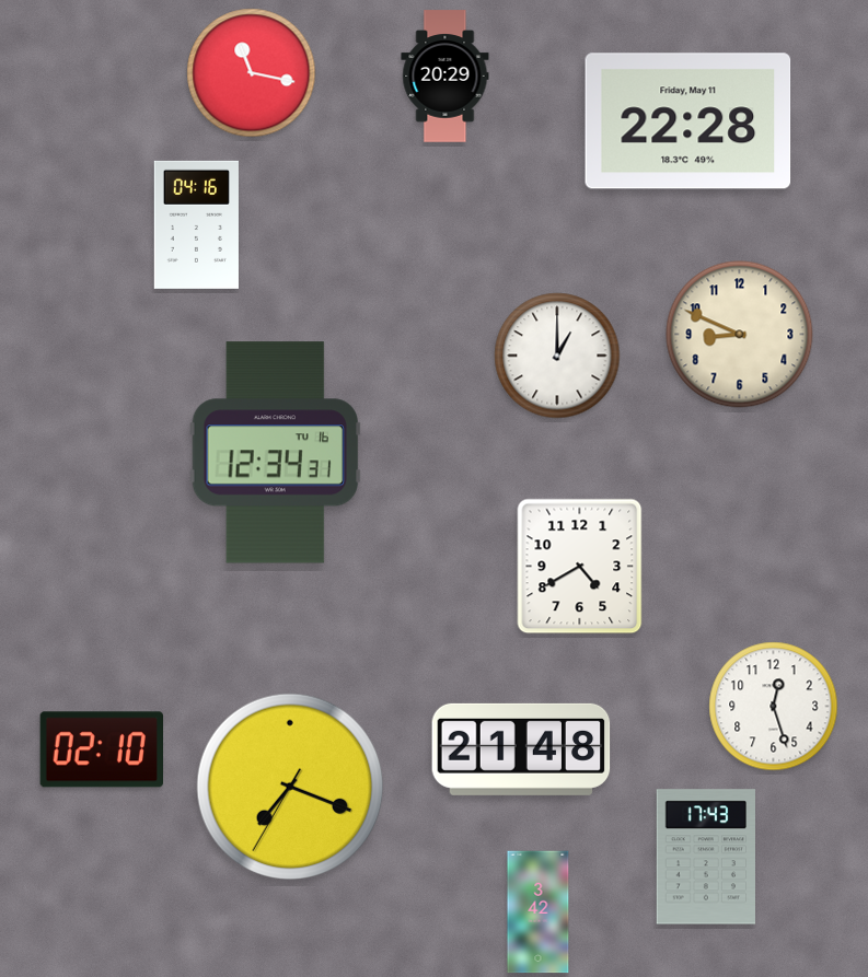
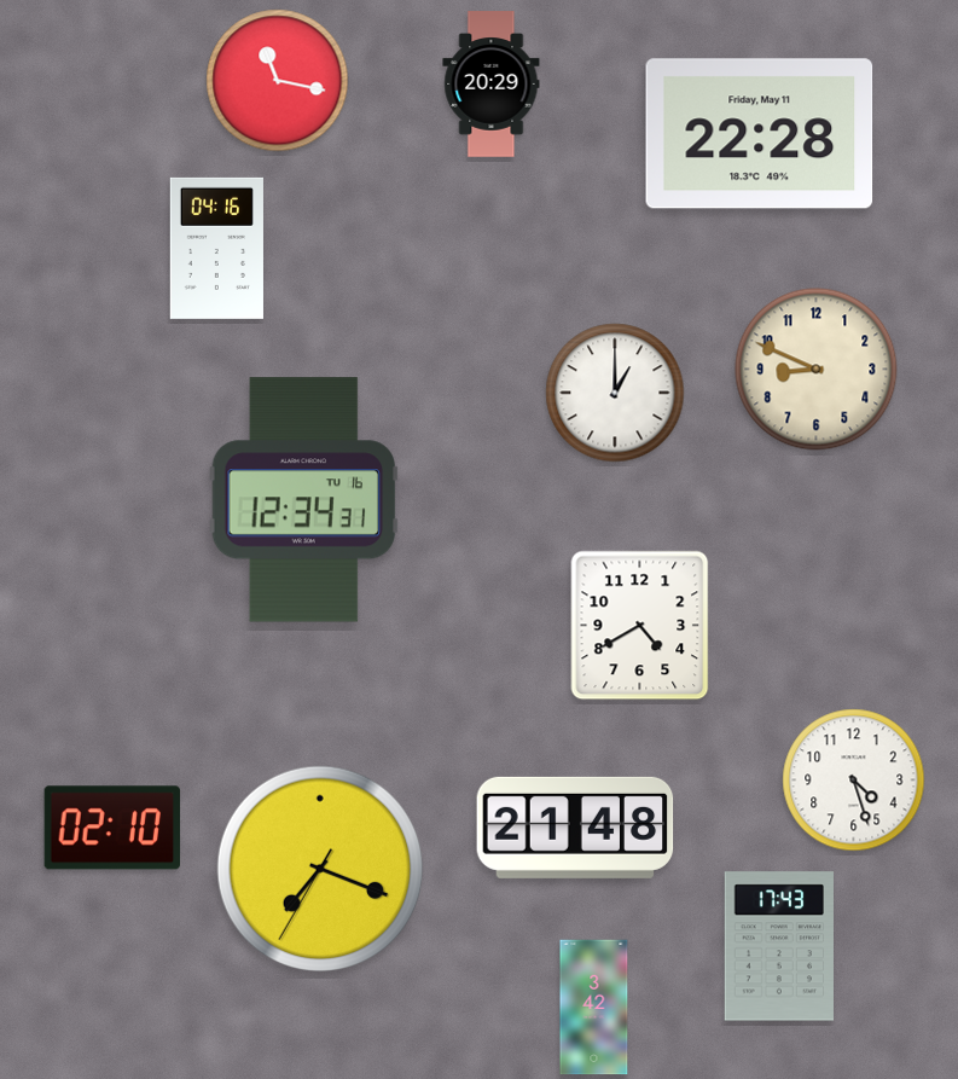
clock at (774, 707): 12:27 -> 4:27
